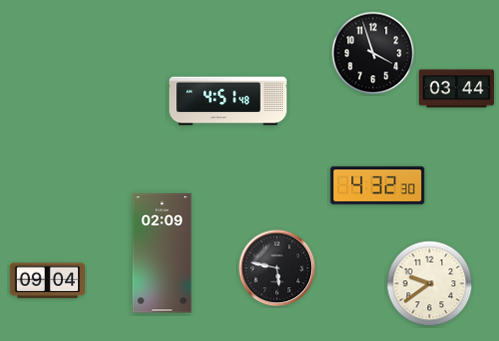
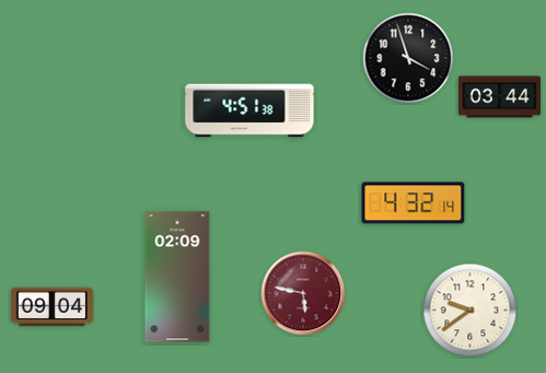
clock at (228, 101): 4:51:48 -> 4:51:38
clock at (378, 186): 4:32:30 -> 4:32:14
clock at (277, 268) dial: black -> burgundy
